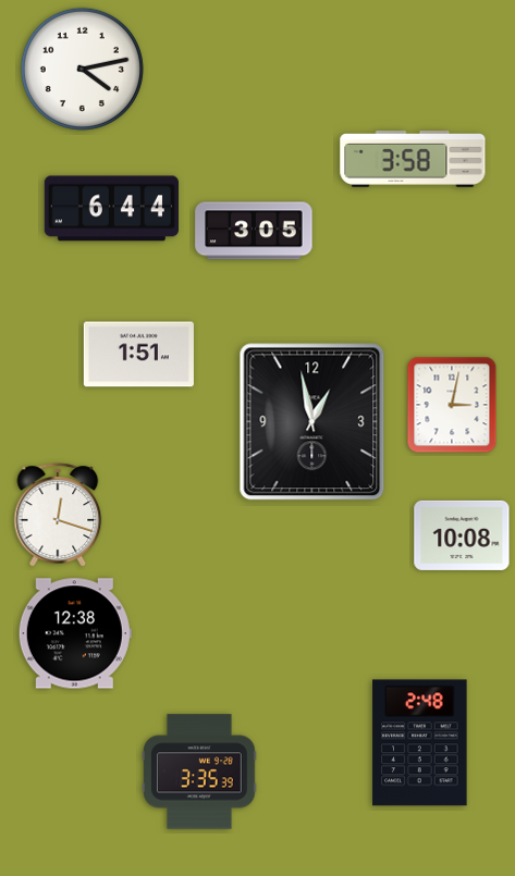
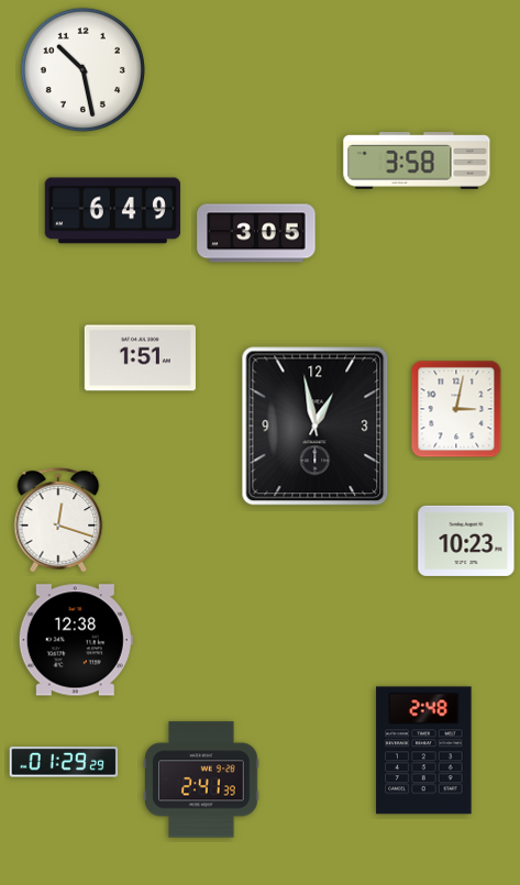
clock at (82, 69): 4:13 -> 10:28
clock at (111, 209): 6:44 -> 6:49
clock at (462, 535): 10:08 -> 10:23
clock at (64, 762): none -> 01:29
clock at (199, 772): 3:35 -> 2:41
